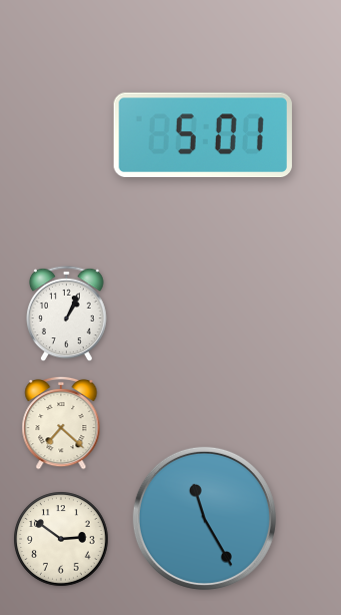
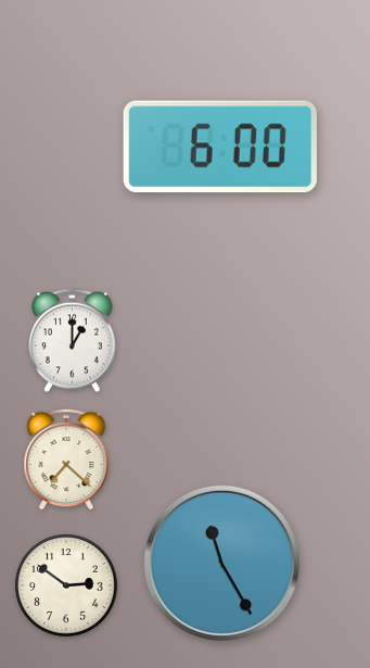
clock at (203, 135): 5:01 -> 6:00
clock at (67, 314): 1:04 -> 1:00
